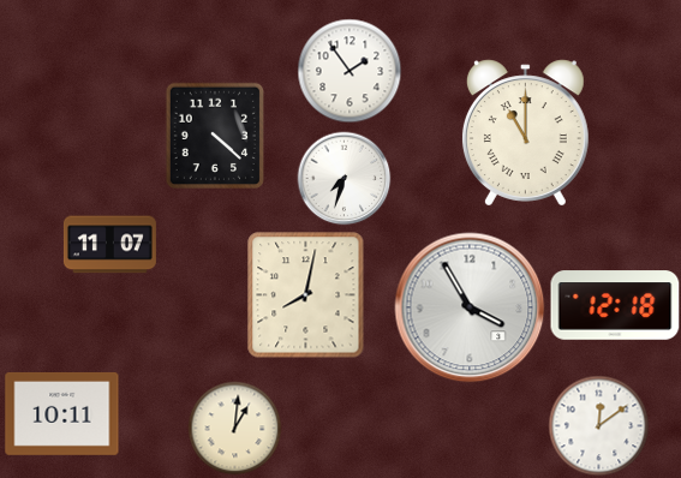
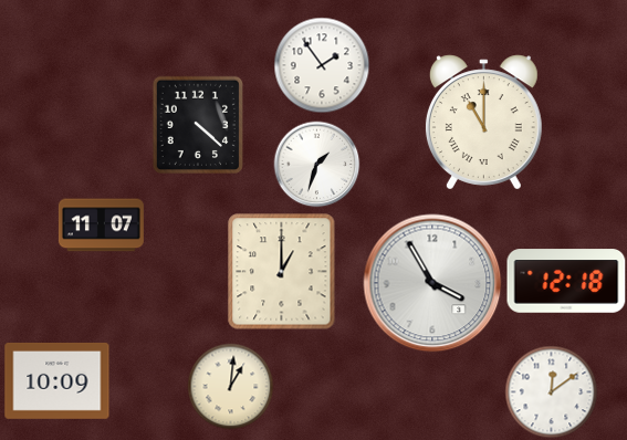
clock at (344, 178): 7:33 -> 1:33
clock at (306, 295): 8:02 -> 1:00
clock at (62, 413): 10:11 -> 10:09
clock at (234, 428) position: (234, 428) -> (230, 386)
